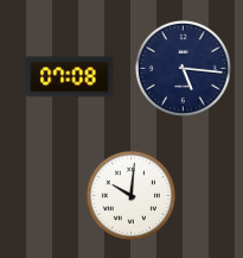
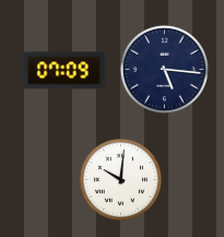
clock at (183, 68) position: (183, 68) -> (164, 69)
clock at (70, 77): 07:08 -> 07:09
